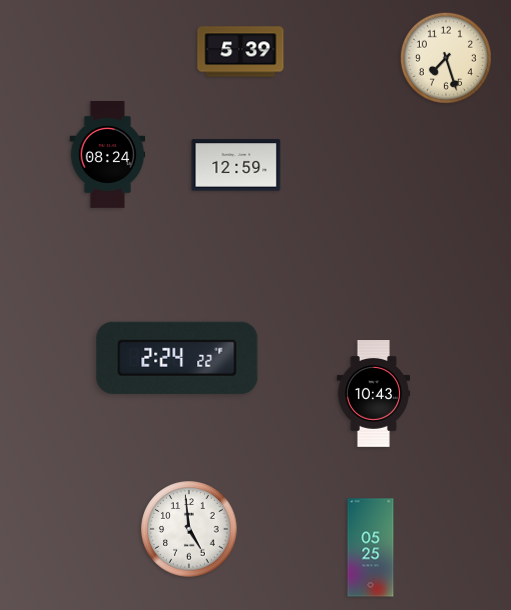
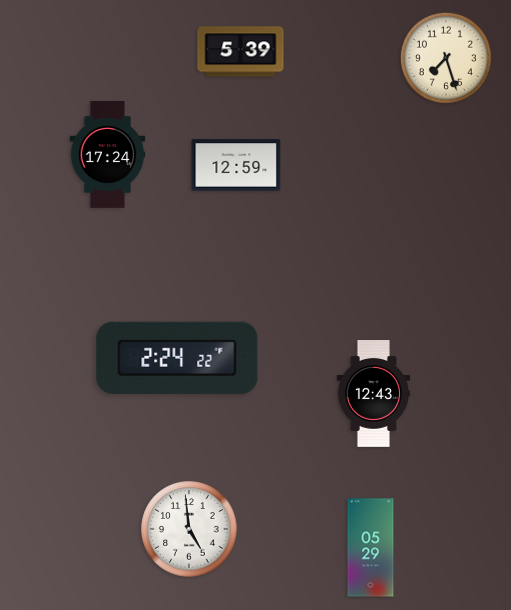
clock at (108, 155): 08:24 -> 17:24
clock at (374, 394): 10:43 -> 12:43
clock at (371, 548): 05:25 -> 05:29
